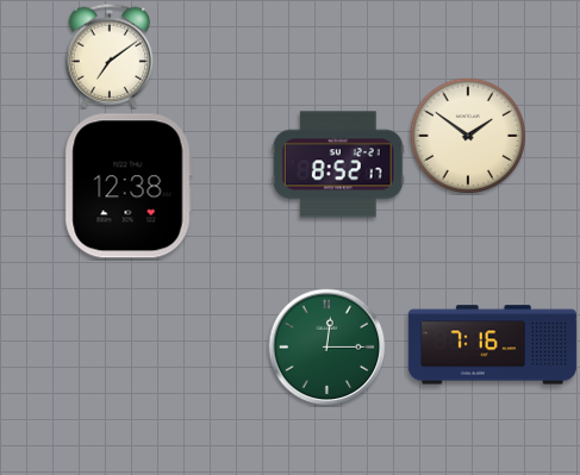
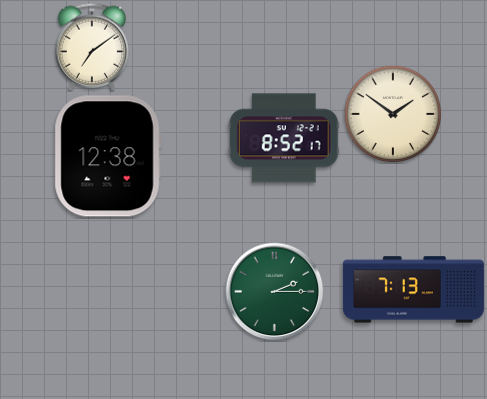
clock at (492, 345): 7:16 -> 7:13
clock at (328, 348): 12:15 -> 2:15
